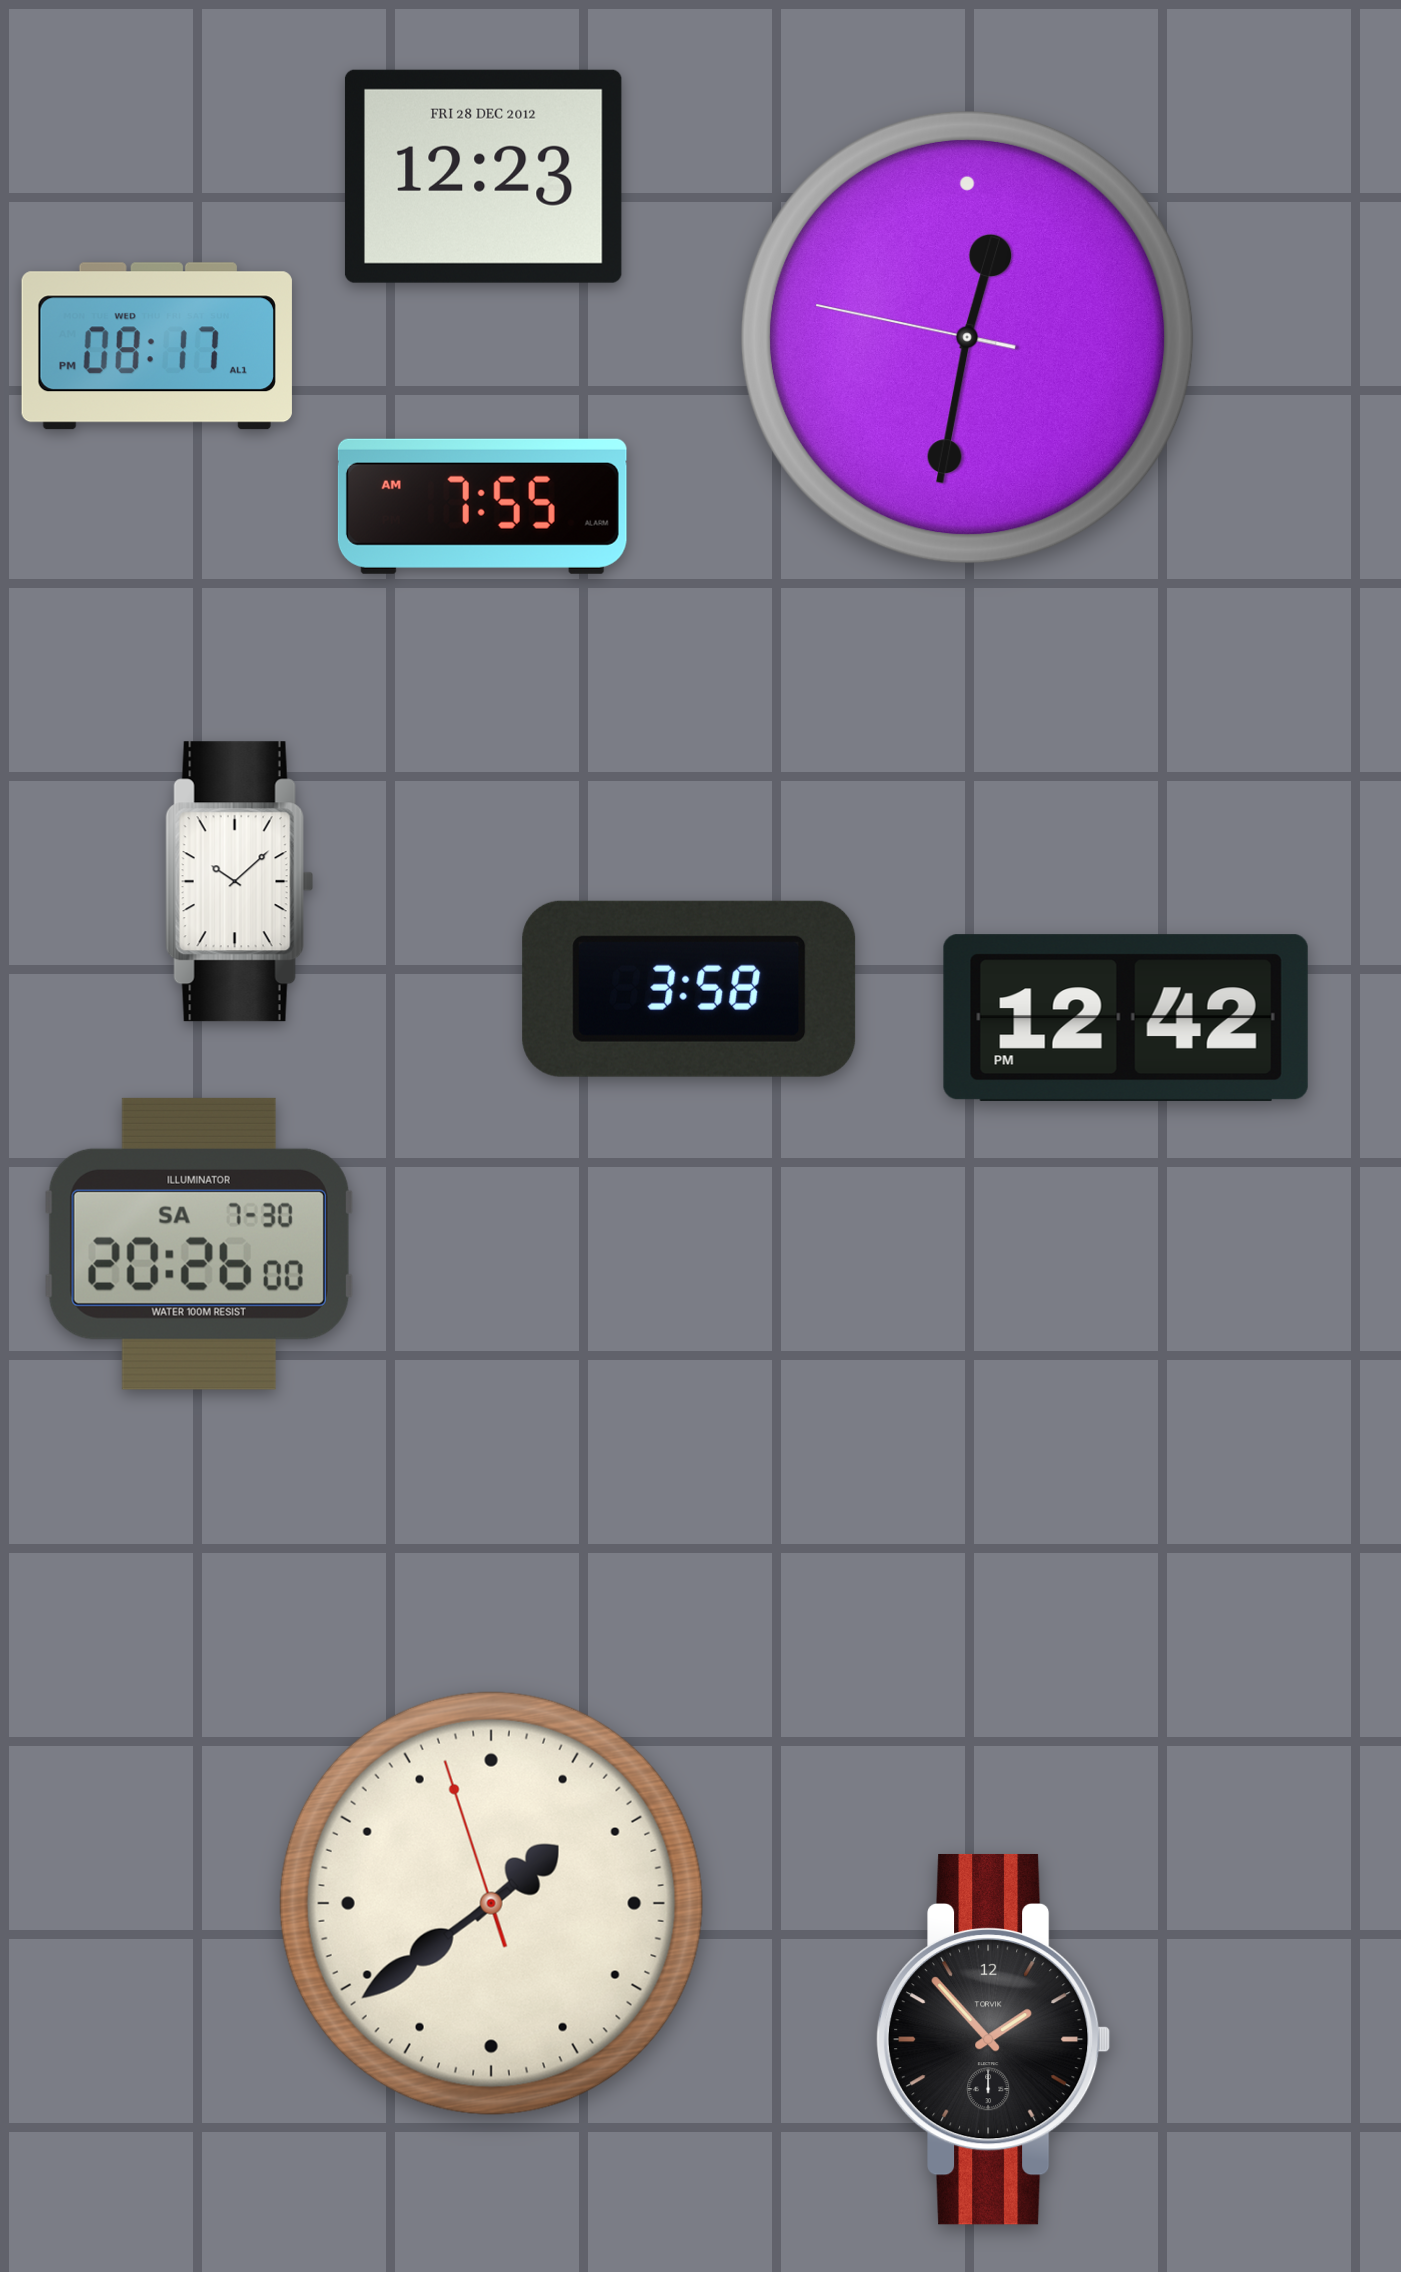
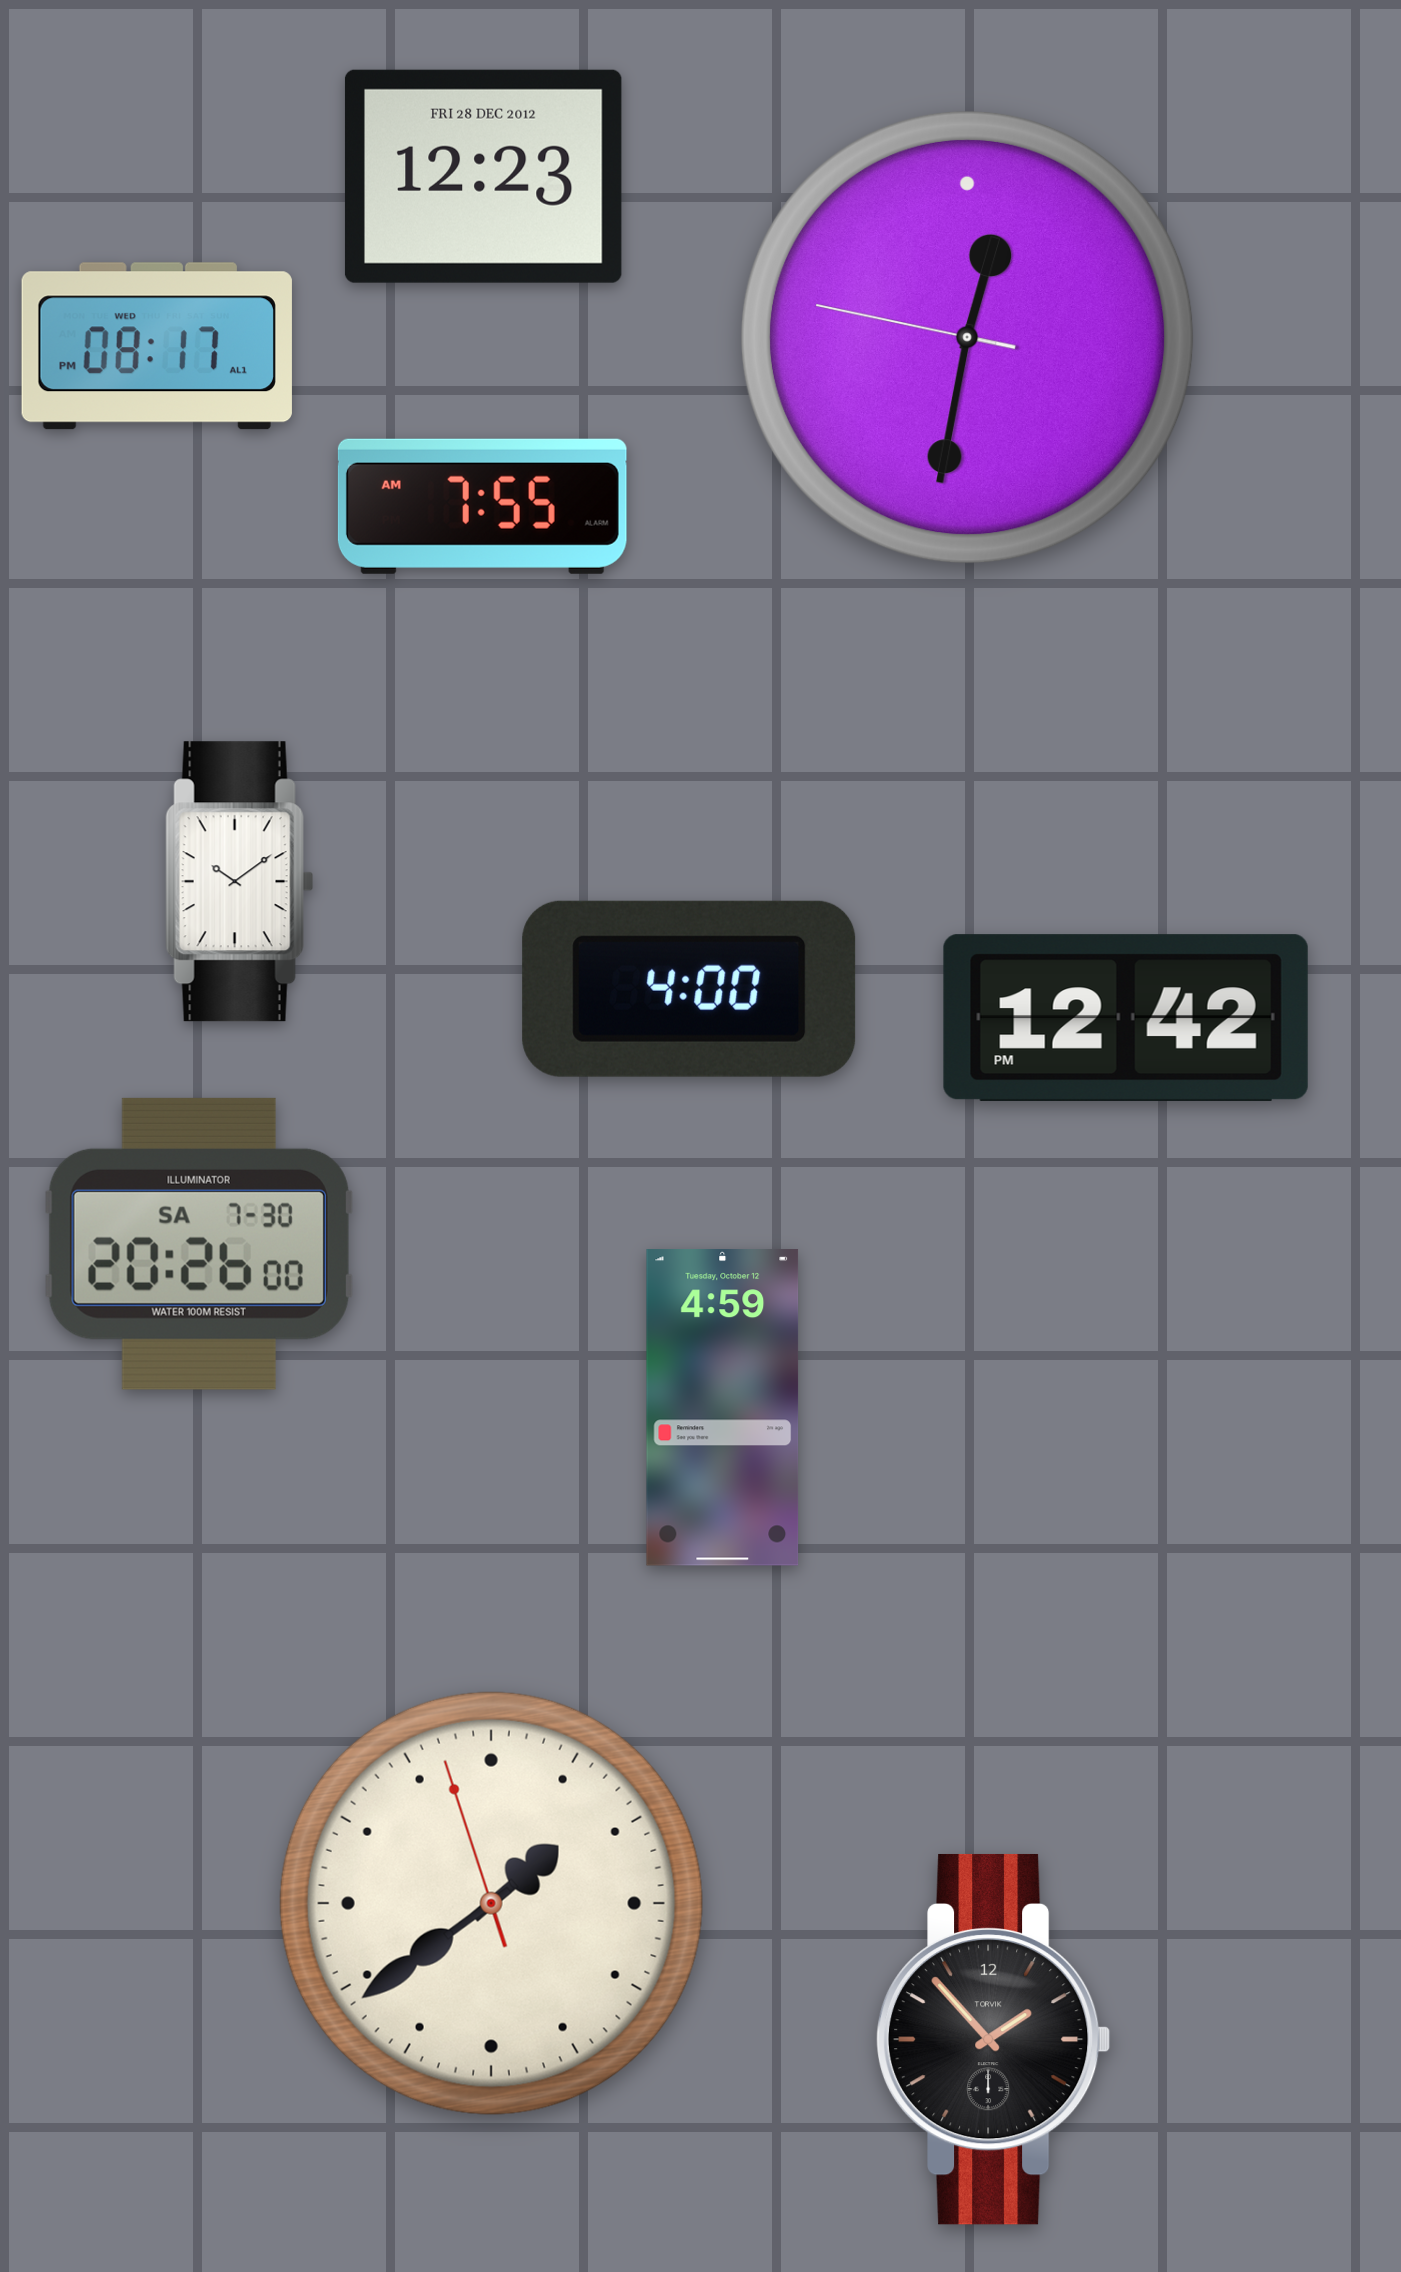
clock at (240, 882): 10:08 -> 10:09
clock at (689, 989): 3:58 -> 4:00
clock at (723, 1408): none -> 4:59
